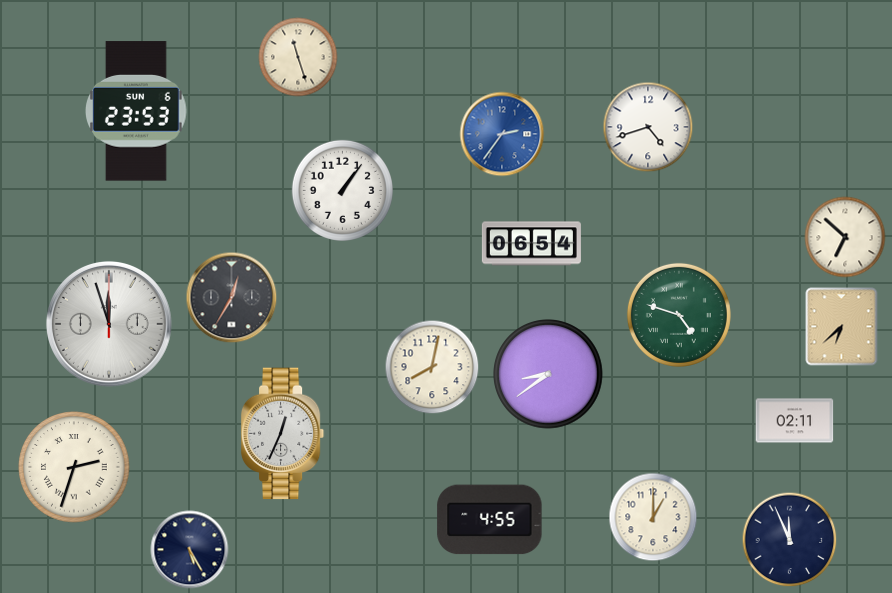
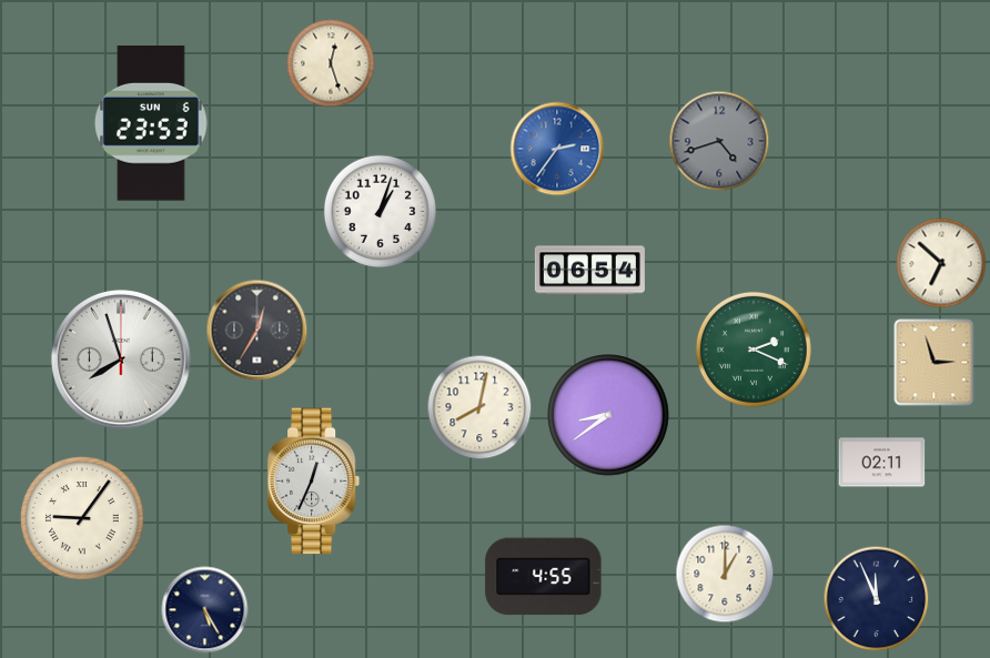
clock at (298, 57): 11:27 -> 12:27
clock at (648, 127) dial: white -> grey
clock at (342, 190): 1:06 -> 1:03
clock at (845, 237) position: (845, 237) -> (941, 263)
clock at (679, 315): 4:48 -> 2:19
clock at (109, 324): 11:57 -> 7:57
clock at (842, 327): 6:38 -> 2:57
clock at (795, 421) position: (795, 421) -> (882, 463)
clock at (74, 467): 2:33 -> 9:06
clock at (190, 550) position: (190, 550) -> (205, 610)
